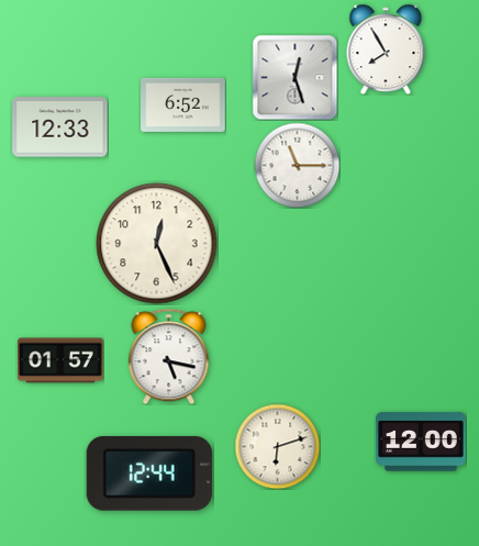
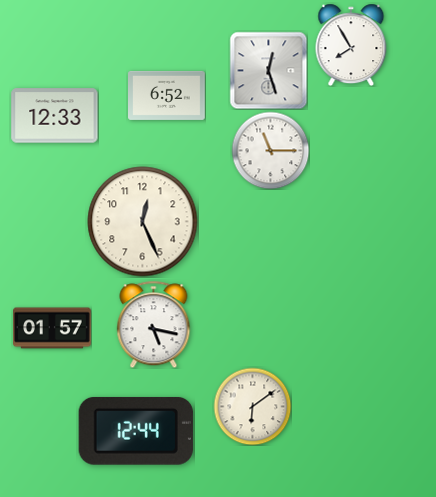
clock at (60, 360) position: (60, 360) -> (52, 328)
clock at (421, 442): 12:00 -> none
clock at (277, 446): 6:12 -> 6:09
